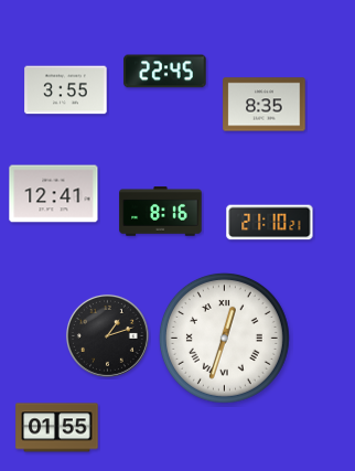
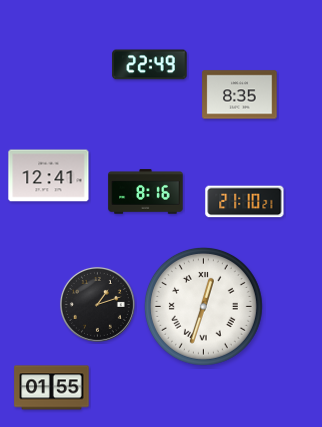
clock at (165, 72): 22:45 -> 22:49
clock at (66, 90): 3:55 -> none
